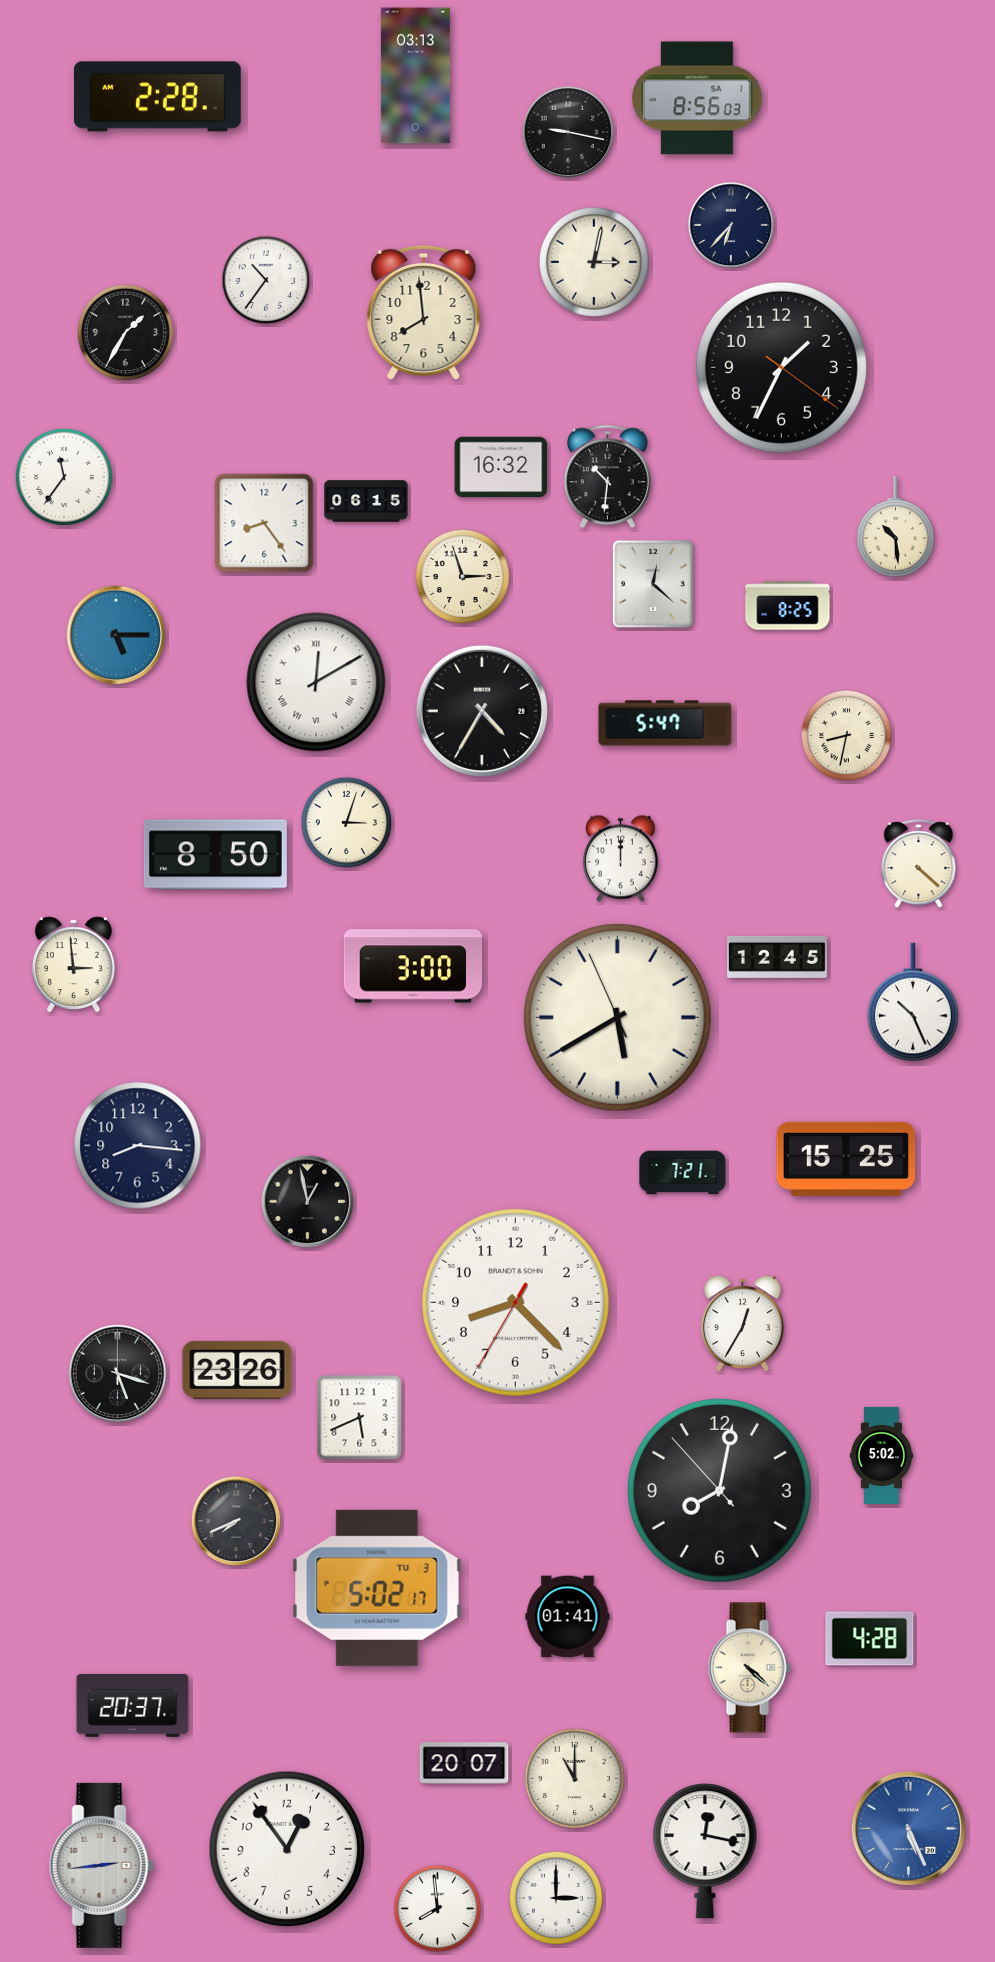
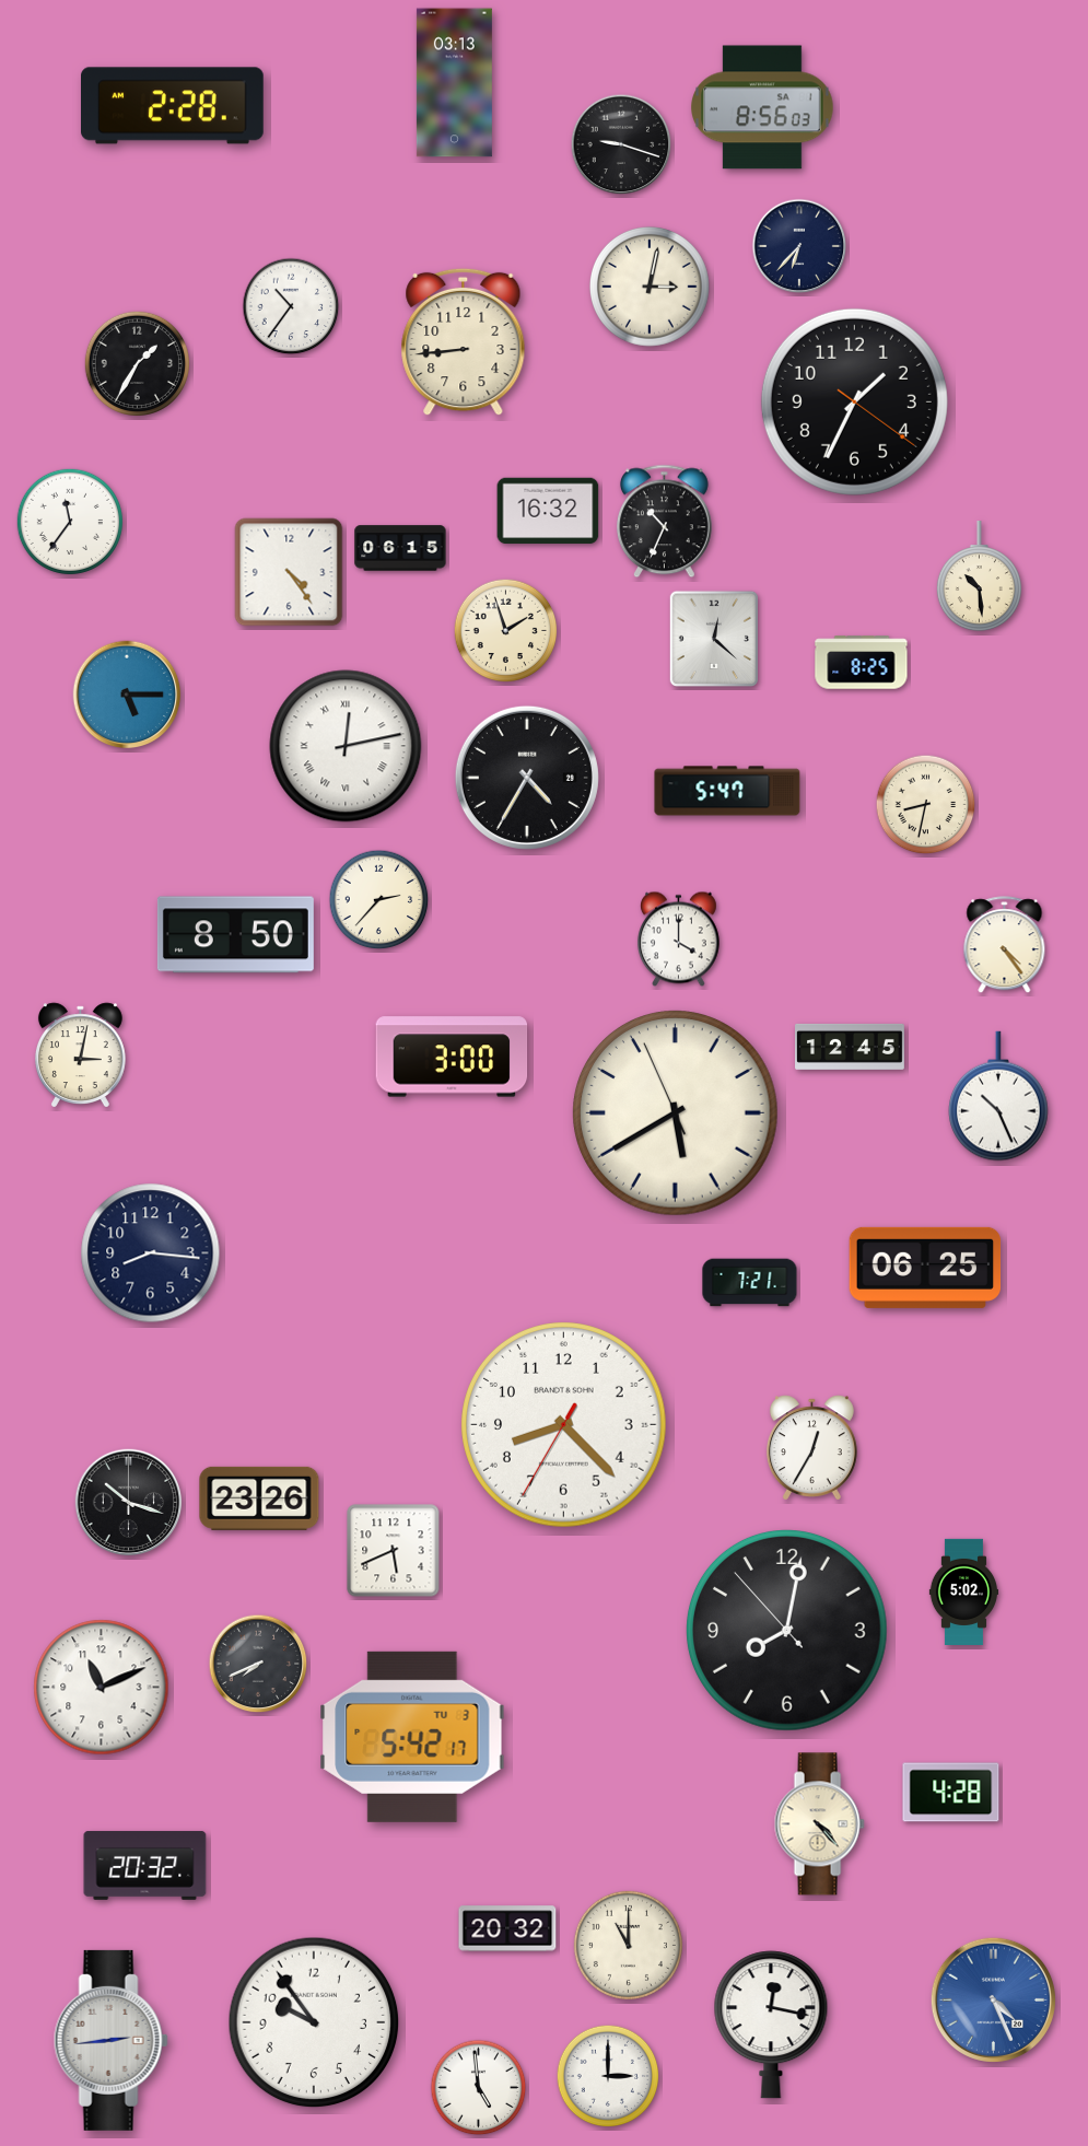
clock at (568, 132): 9:17 -> 9:18
clock at (424, 313): 7:59 -> 8:44
clock at (607, 477): 10:31 -> 10:34
clock at (264, 523): 8:24 -> 4:24
clock at (463, 577): 2:57 -> 1:57
clock at (316, 682): 12:10 -> 12:13
clock at (347, 823): 3:03 -> 2:37
clock at (620, 859): 12:00 -> 4:00
clock at (919, 864): 4:22 -> 4:24
clock at (73, 964): 2:59 -> 3:02
clock at (846, 1159): 15:25 -> 06:25
clock at (683, 1173) position: (683, 1173) -> (750, 1283)
clock at (308, 1202): 12:58 -> none
clock at (118, 1374): 5:18 -> 10:18
clock at (102, 1688): none -> 11:11
clock at (377, 1588): 5:02 -> 5:42
clock at (568, 1617): 01:41 -> none
clock at (749, 1668): 4:22 -> 4:23
clock at (133, 1705): 20:37 -> 20:32
clock at (464, 1763): 20:07 -> 20:32
clock at (908, 1828): 5:26 -> 4:26
clock at (287, 1849): 12:54 -> 9:54
clock at (438, 1909): 7:59 -> 4:59
